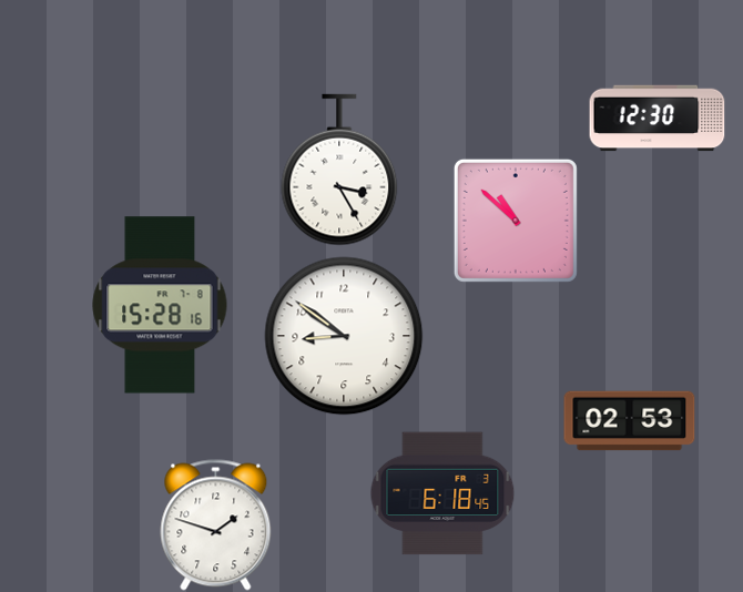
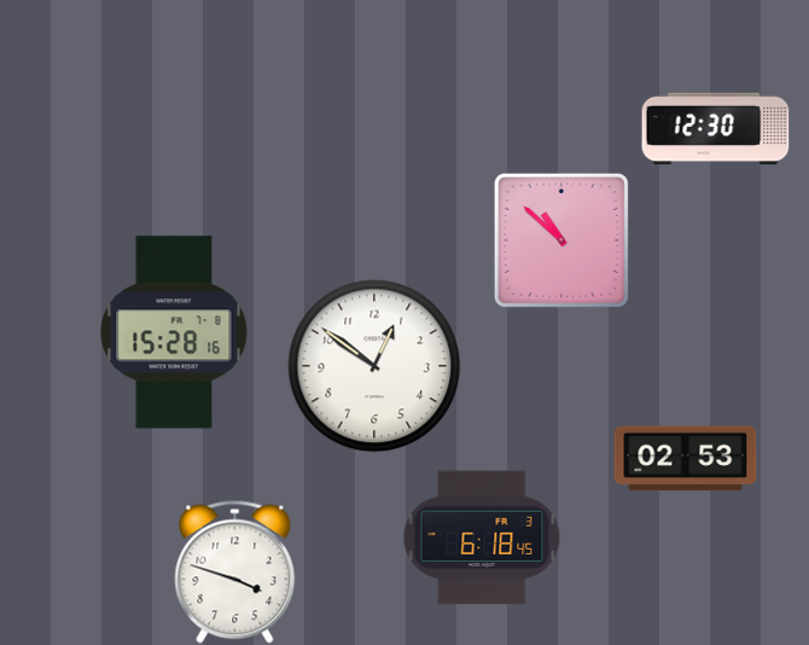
clock at (339, 170): 3:25 -> none
clock at (344, 336): 8:51 -> 12:51
clock at (216, 525): 1:48 -> 3:48
